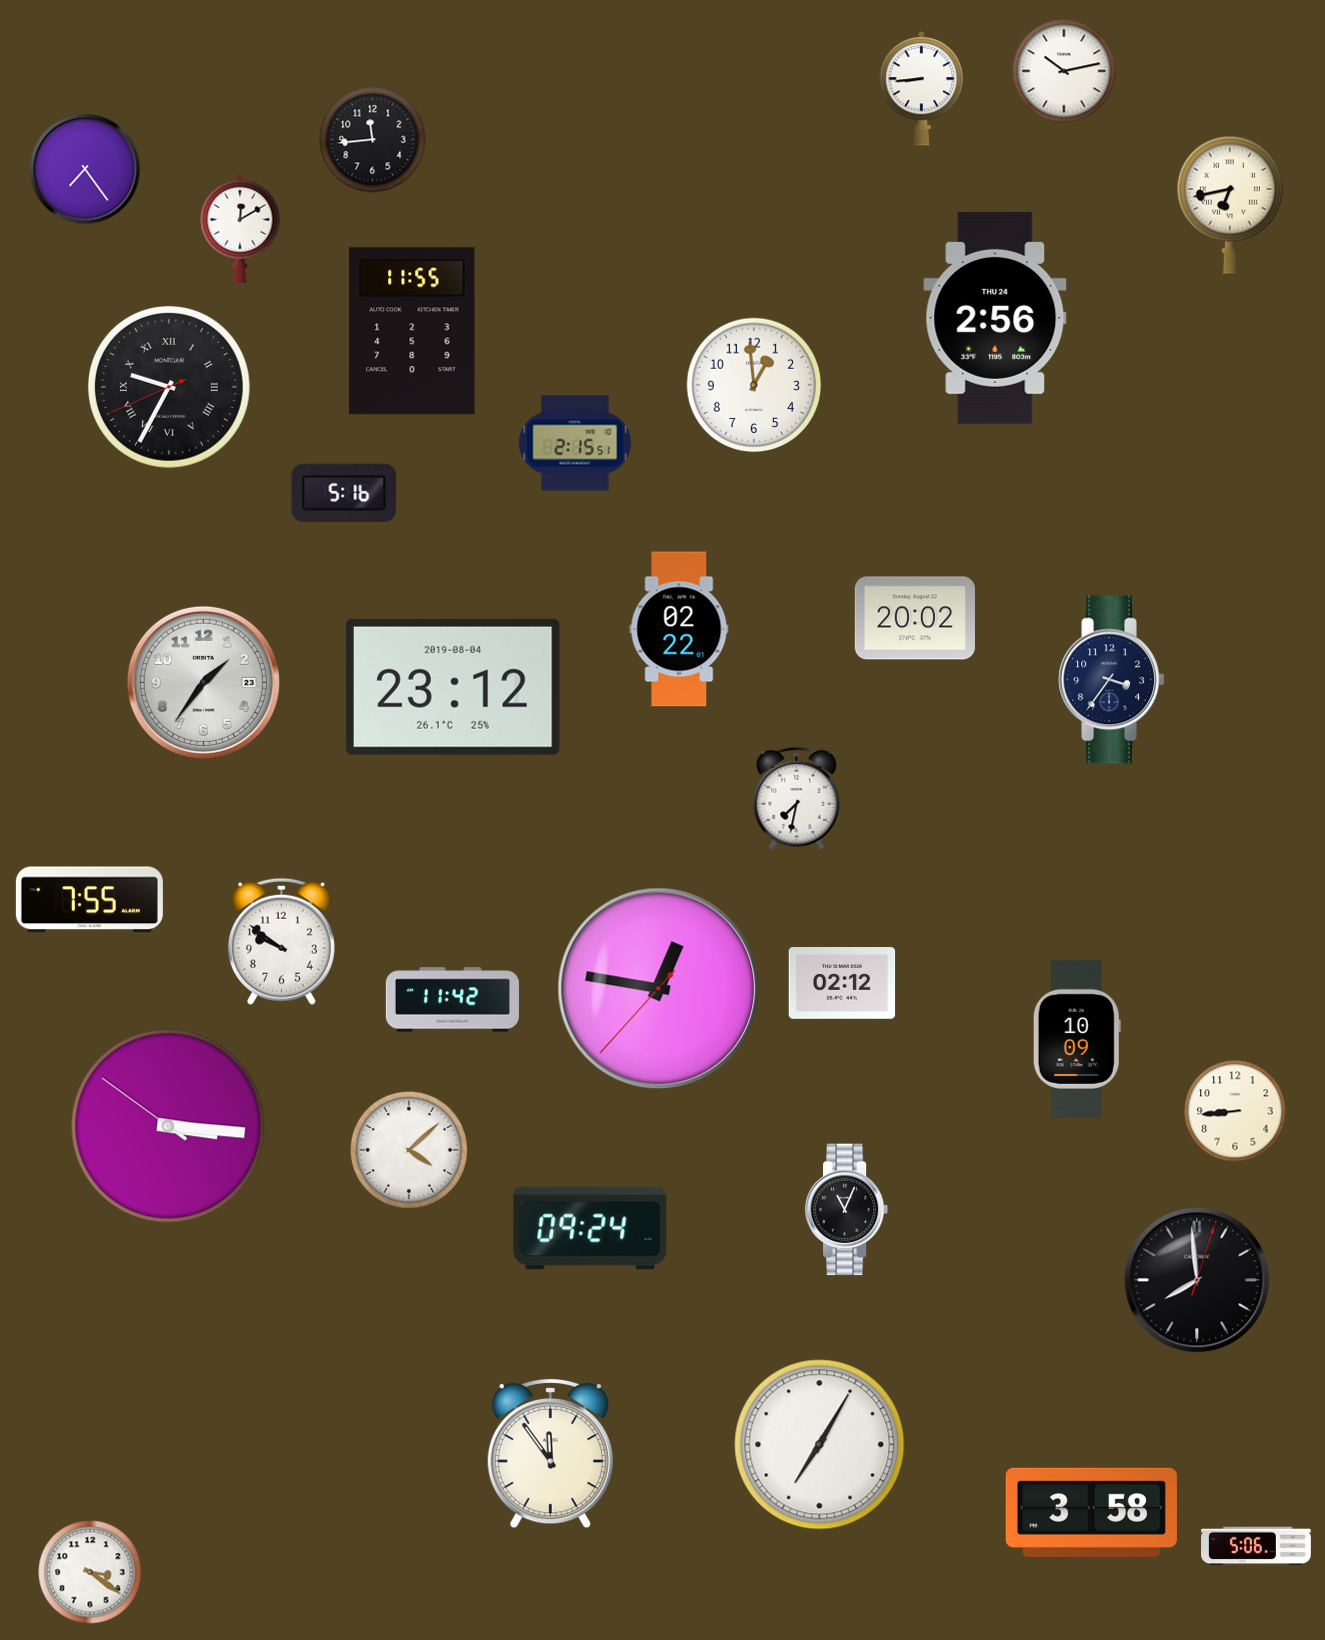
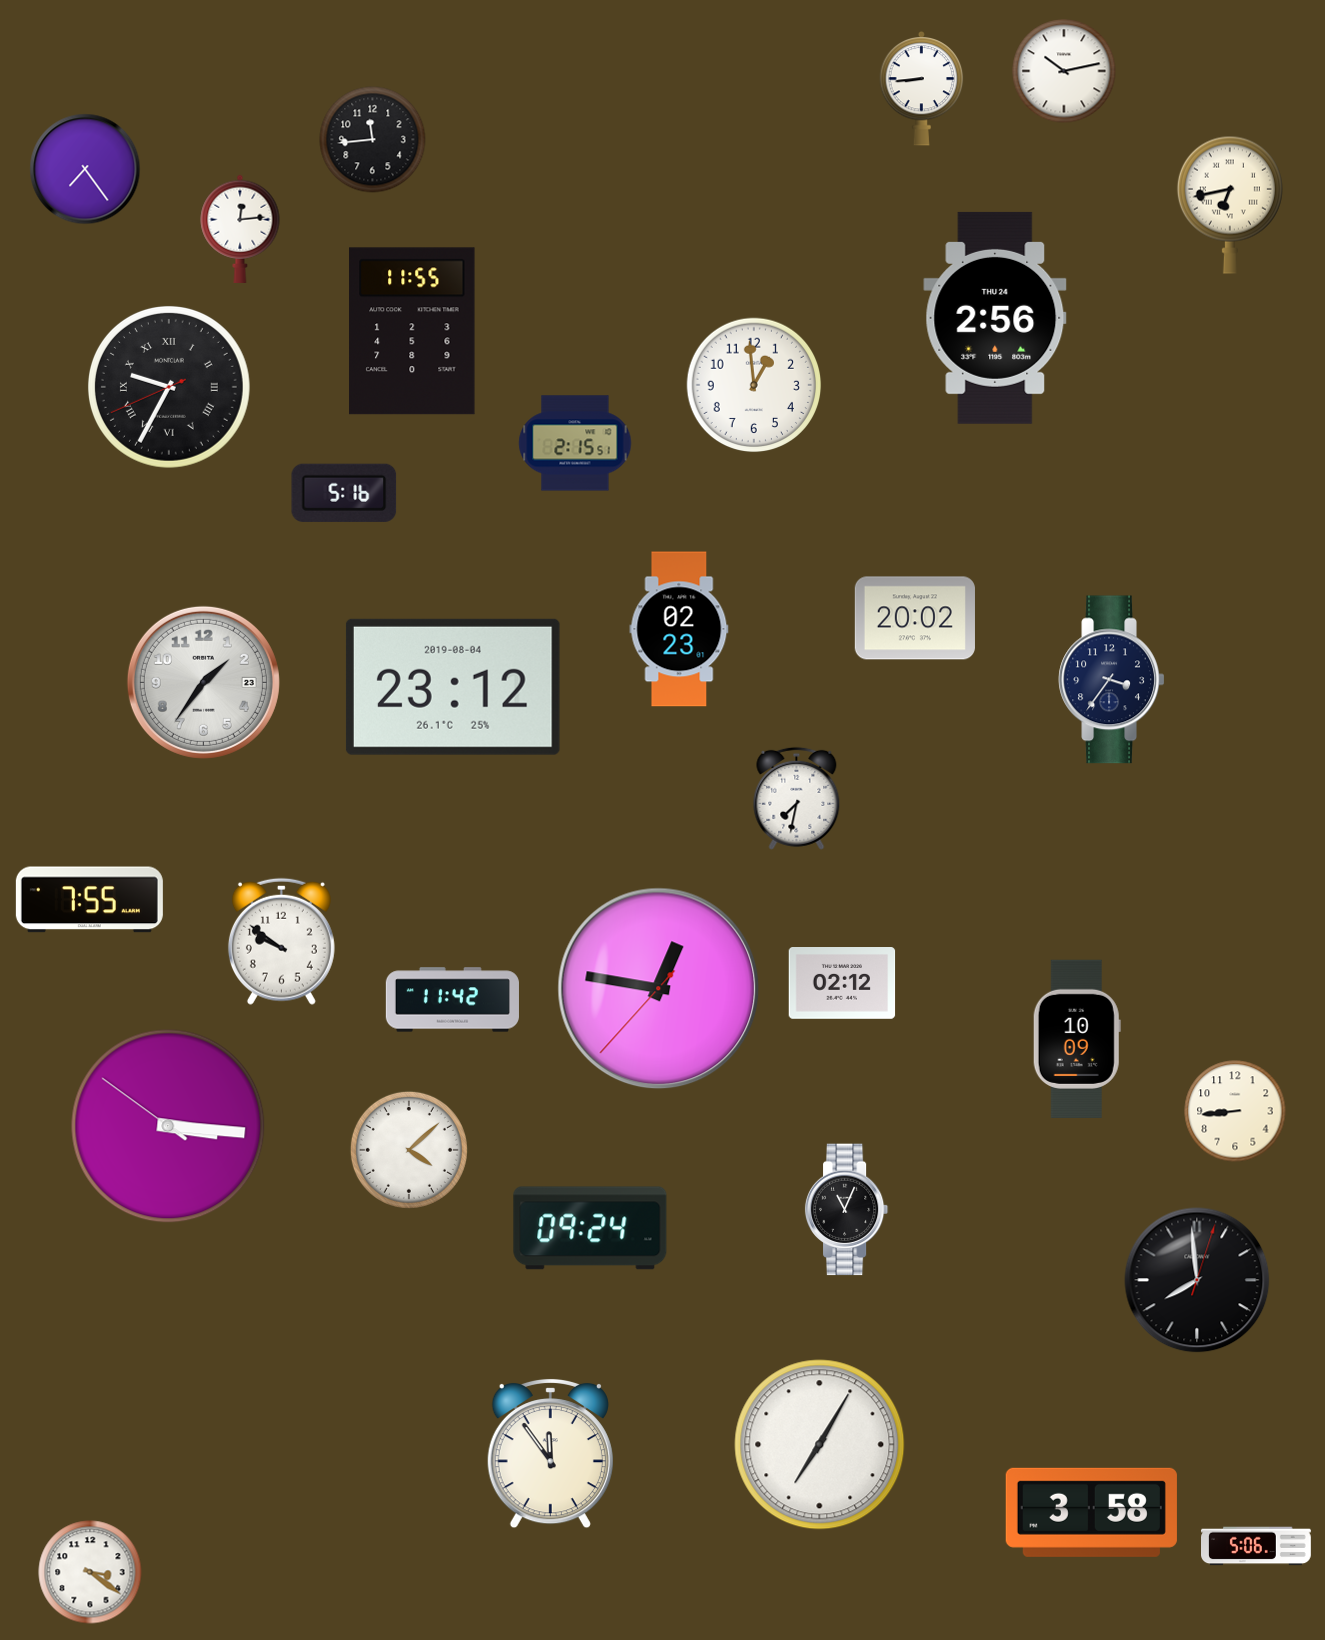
clock at (240, 229): 12:10 -> 12:14
clock at (679, 629): 02:22 -> 02:23
